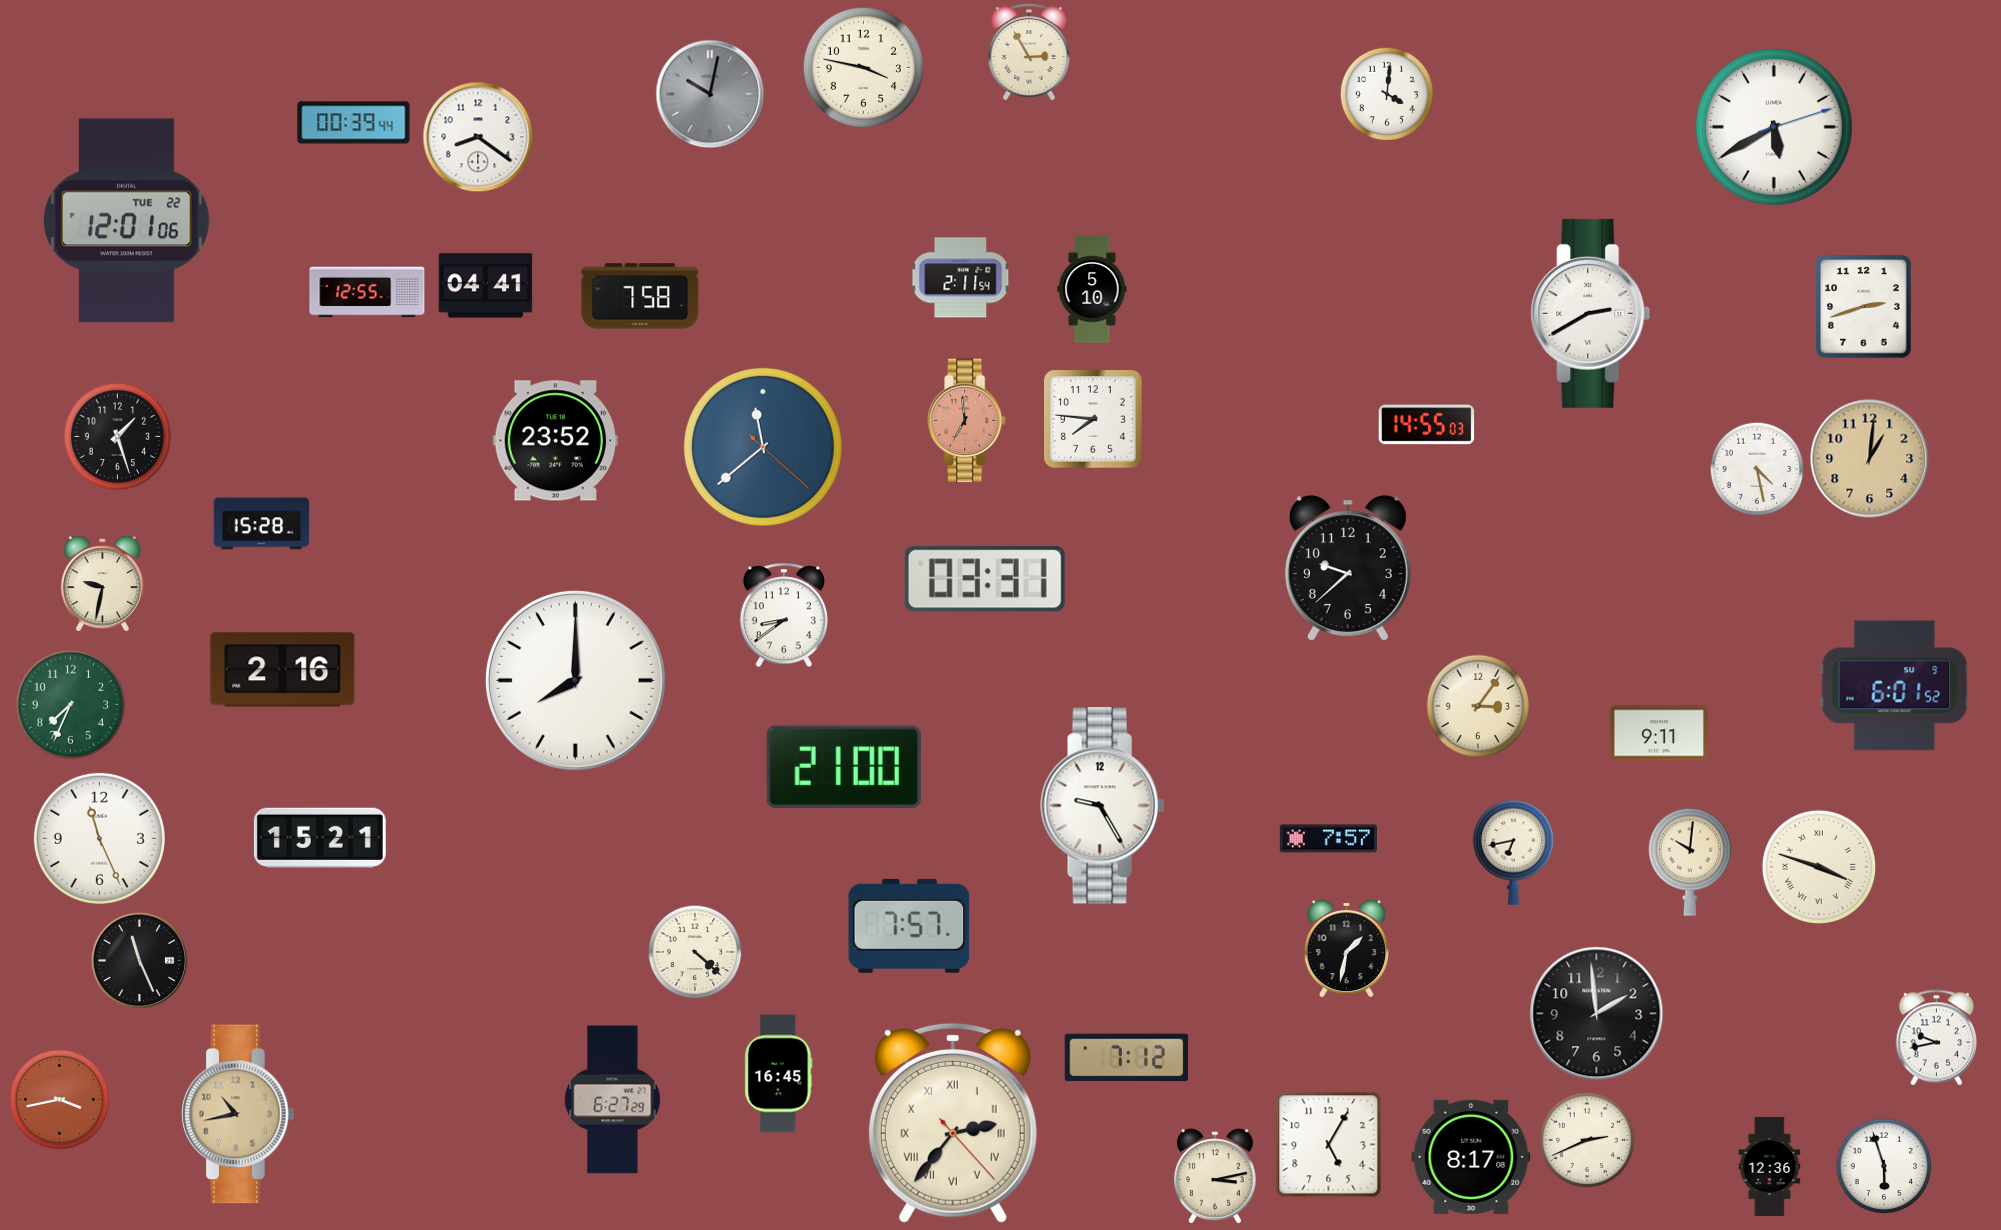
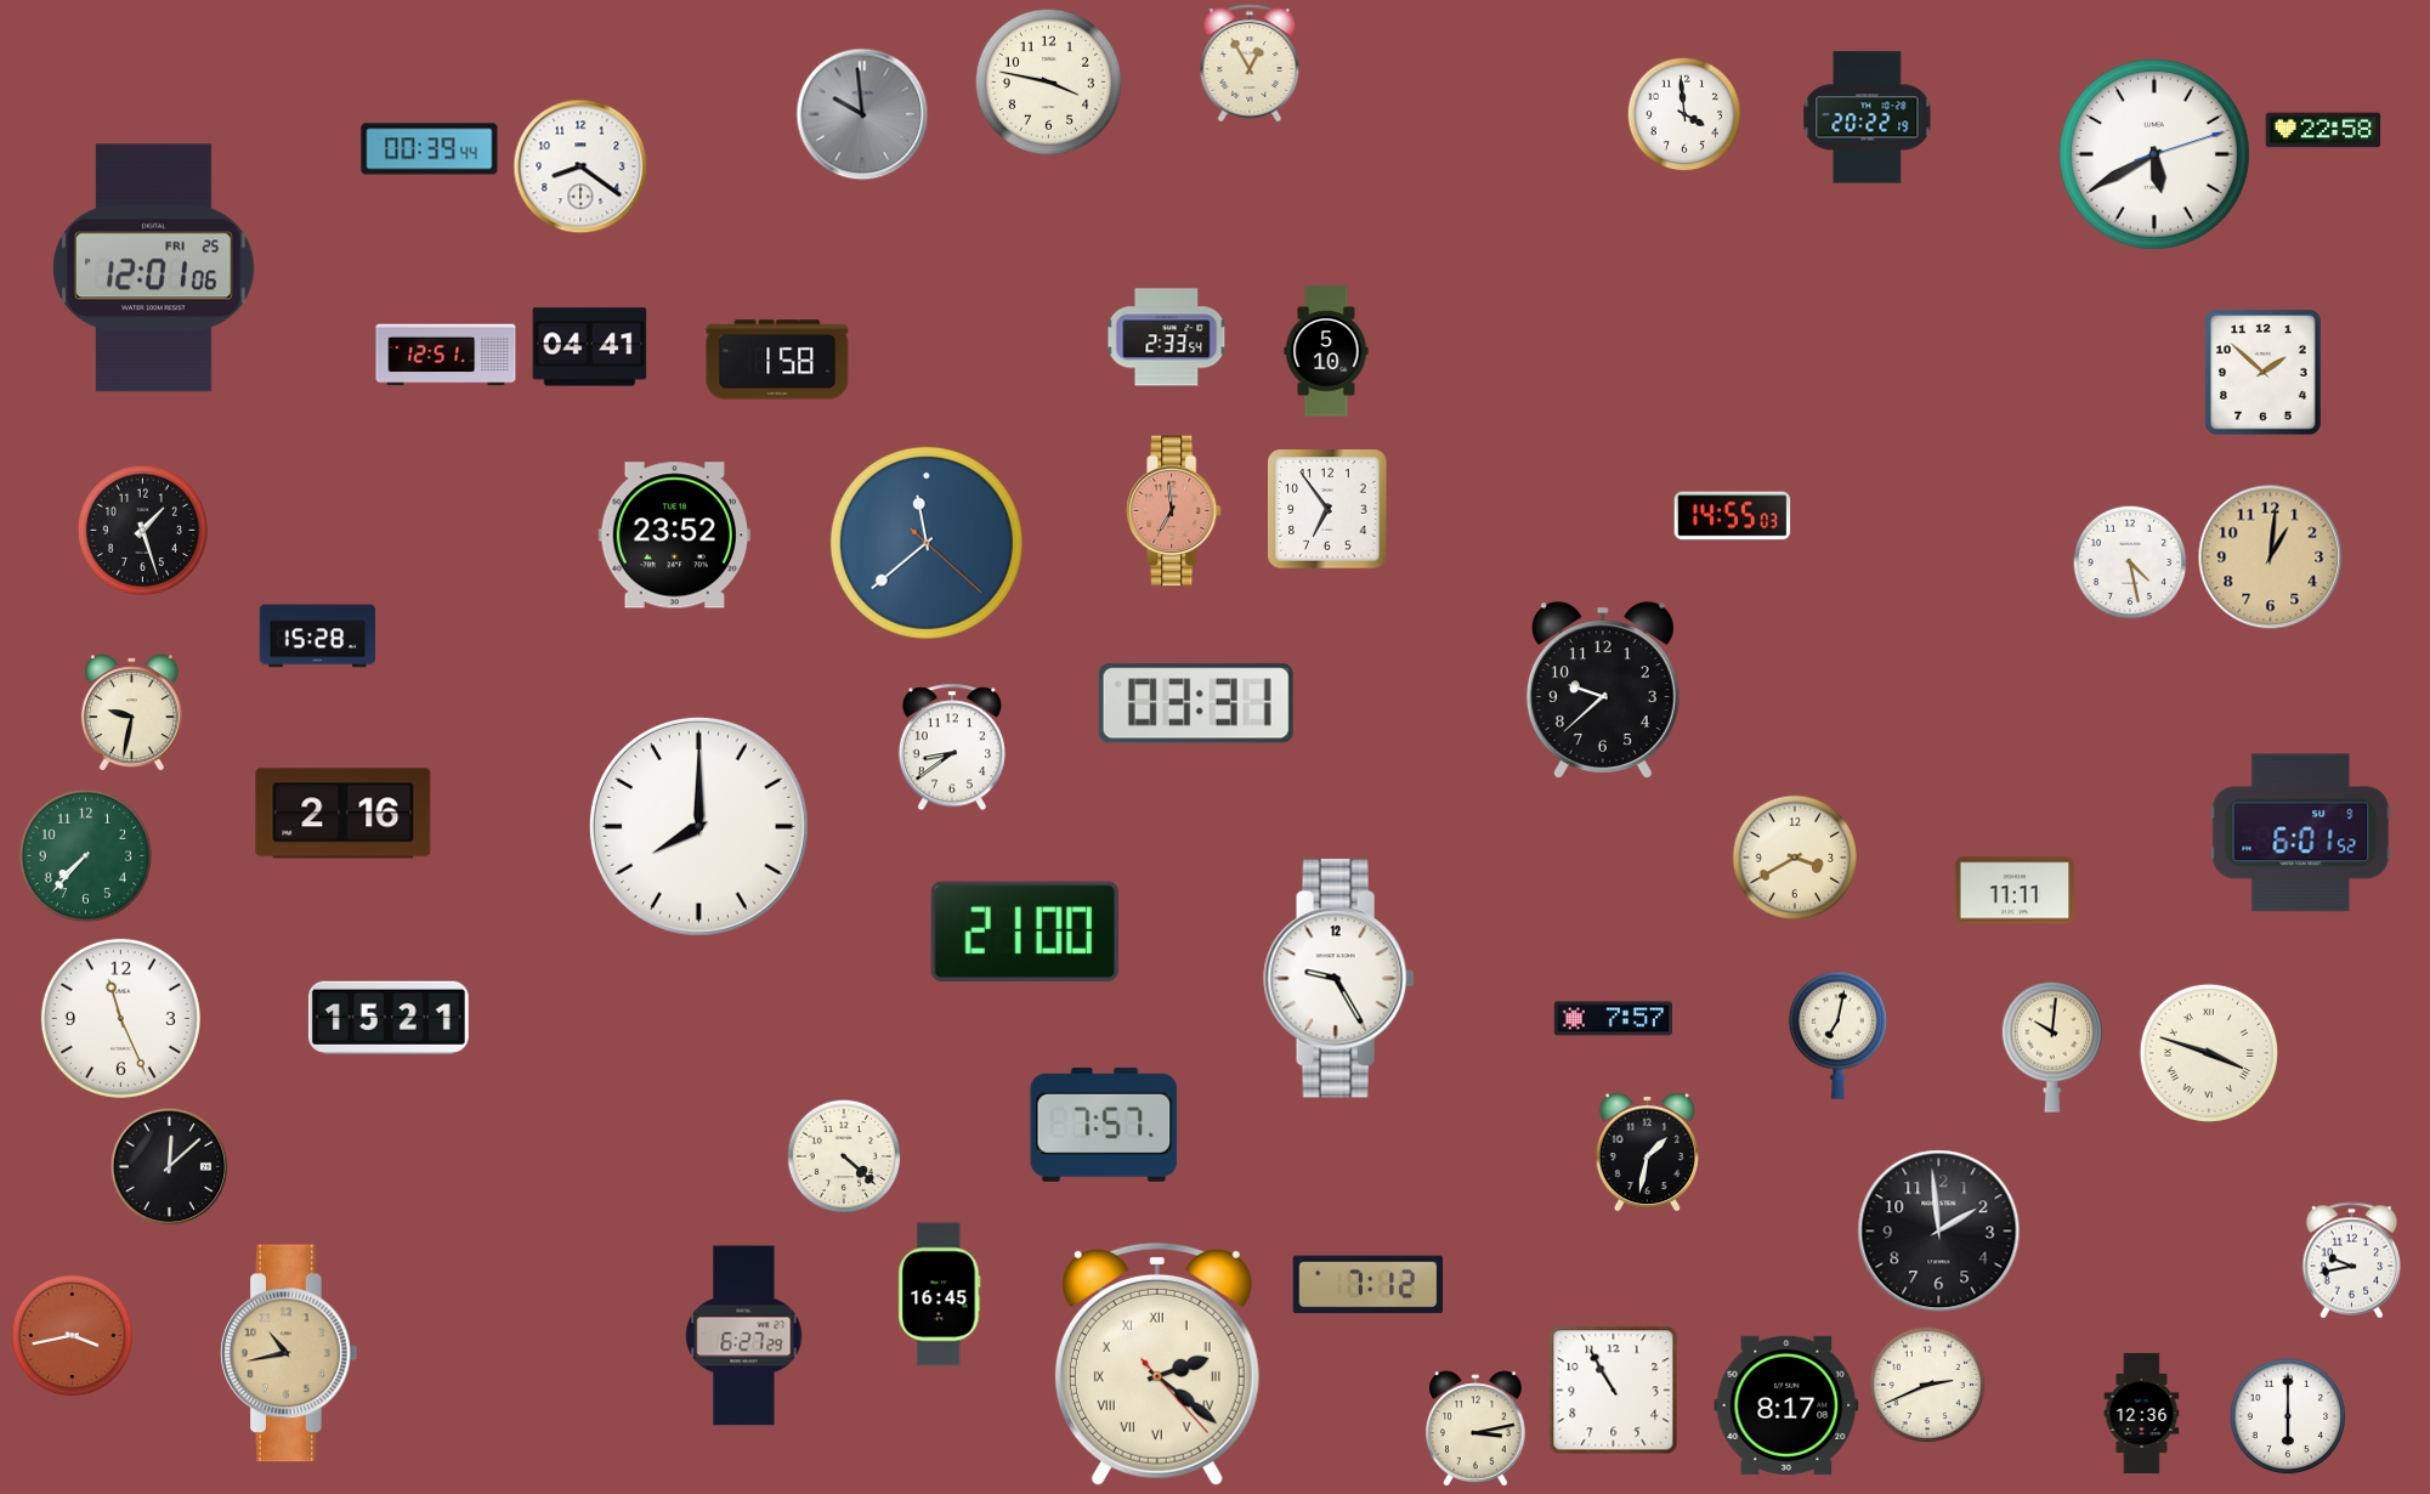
clock at (1029, 52): 2:55 -> 12:55
clock at (710, 94): 10:02 -> 9:59
clock at (1387, 94): 4:01 -> 3:59
clock at (1868, 118): none -> 20:22
clock at (2323, 130): none -> 22:58
clock at (127, 221) date: TUE 22 -> FRI 25
clock at (961, 278): 2:11 -> 2:33
clock at (367, 292): 12:55 -> 12:51
clock at (640, 296): 7:58 -> 1:58
clock at (1864, 307): 2:42 -> 1:52
clock at (1591, 313): 2:40 -> none
clock at (1093, 419): 7:46 -> 6:54
clock at (1757, 469) position: (1757, 469) -> (2130, 562)
clock at (1348, 568) position: (1348, 568) -> (1603, 690)
clock at (102, 584) position: (102, 584) -> (131, 713)
clock at (70, 704): 7:34 -> 7:37
clock at (1478, 706): 3:06 -> 3:40
clock at (1659, 733): 9:11 -> 11:11
clock at (1513, 852): 6:43 -> 7:02
clock at (1346, 948) position: (1346, 948) -> (1647, 1151)
clock at (140, 961): 11:26 -> 12:08
clock at (779, 1074) position: (779, 1074) -> (940, 1295)
clock at (953, 1123): 2:36 -> 2:21
clock at (1329, 1145): 5:05 -> 10:55
clock at (1770, 1166) position: (1770, 1166) -> (2142, 1413)
clock at (1884, 1166): 5:57 -> 6:00
